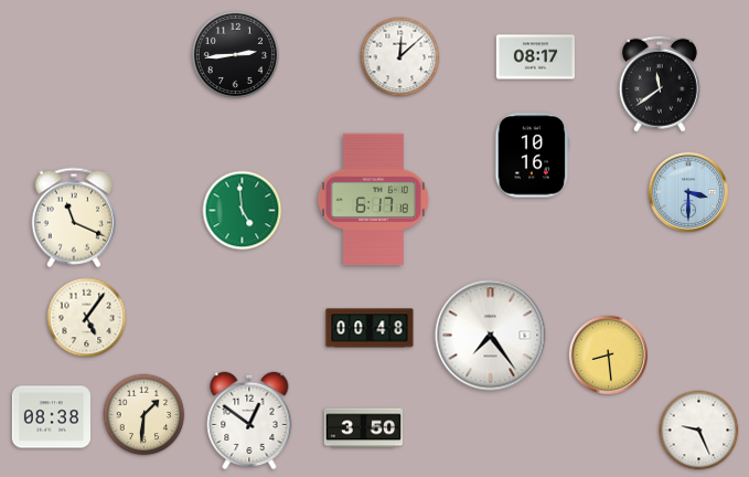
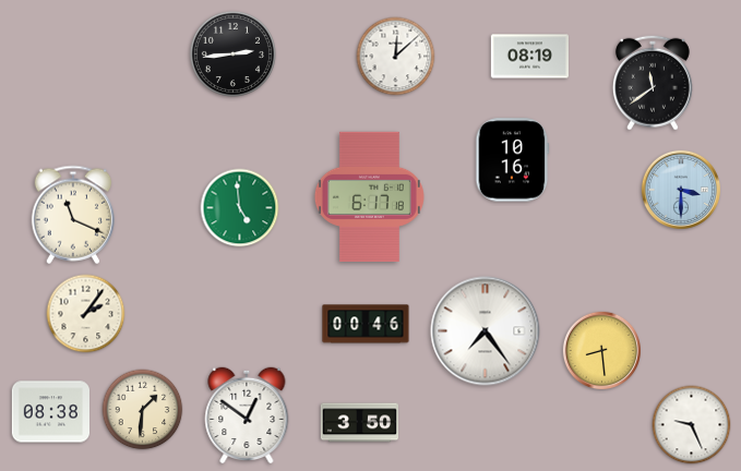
clock at (535, 57): 08:17 -> 08:19
clock at (533, 156) position: (533, 156) -> (513, 160)
clock at (87, 318): 5:06 -> 2:06
clock at (370, 328): 00:48 -> 00:46
